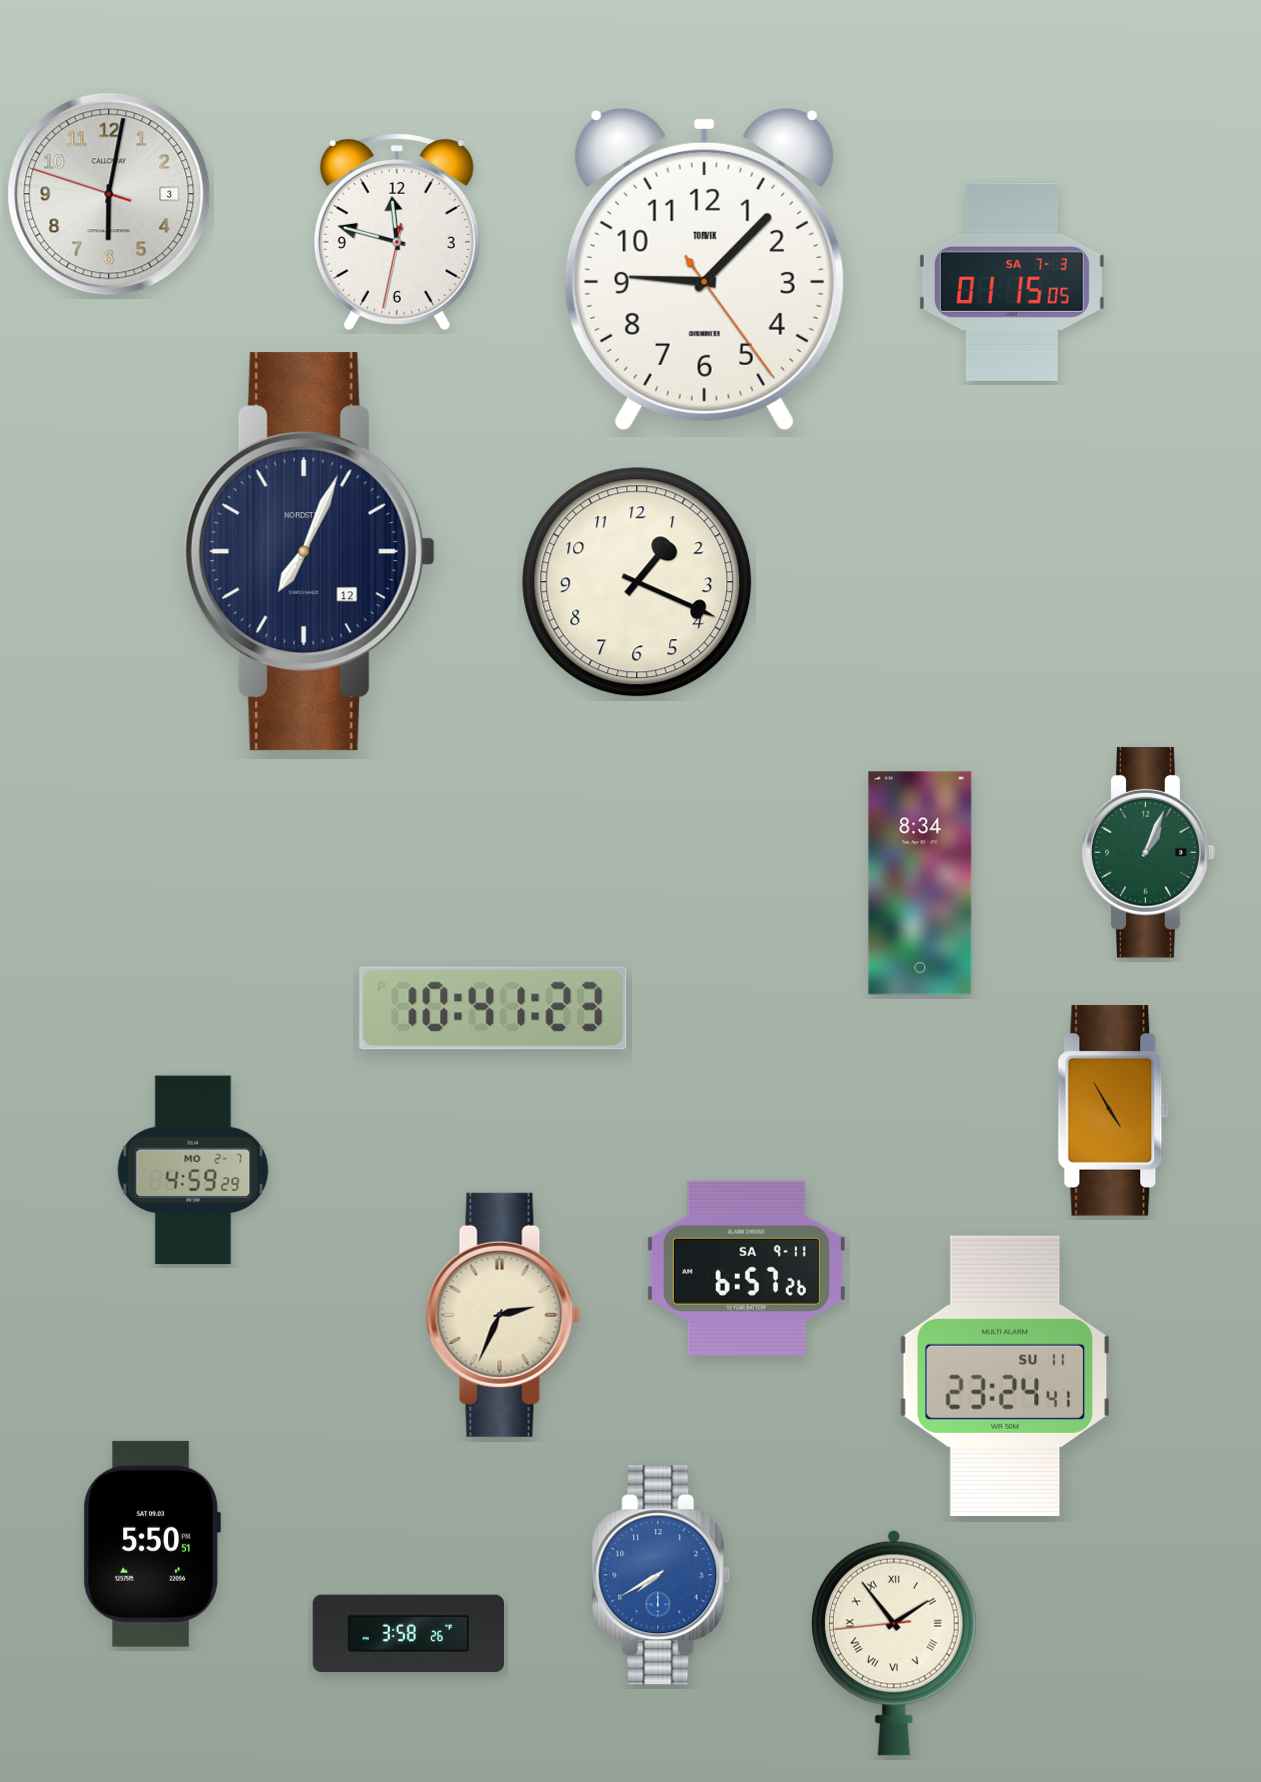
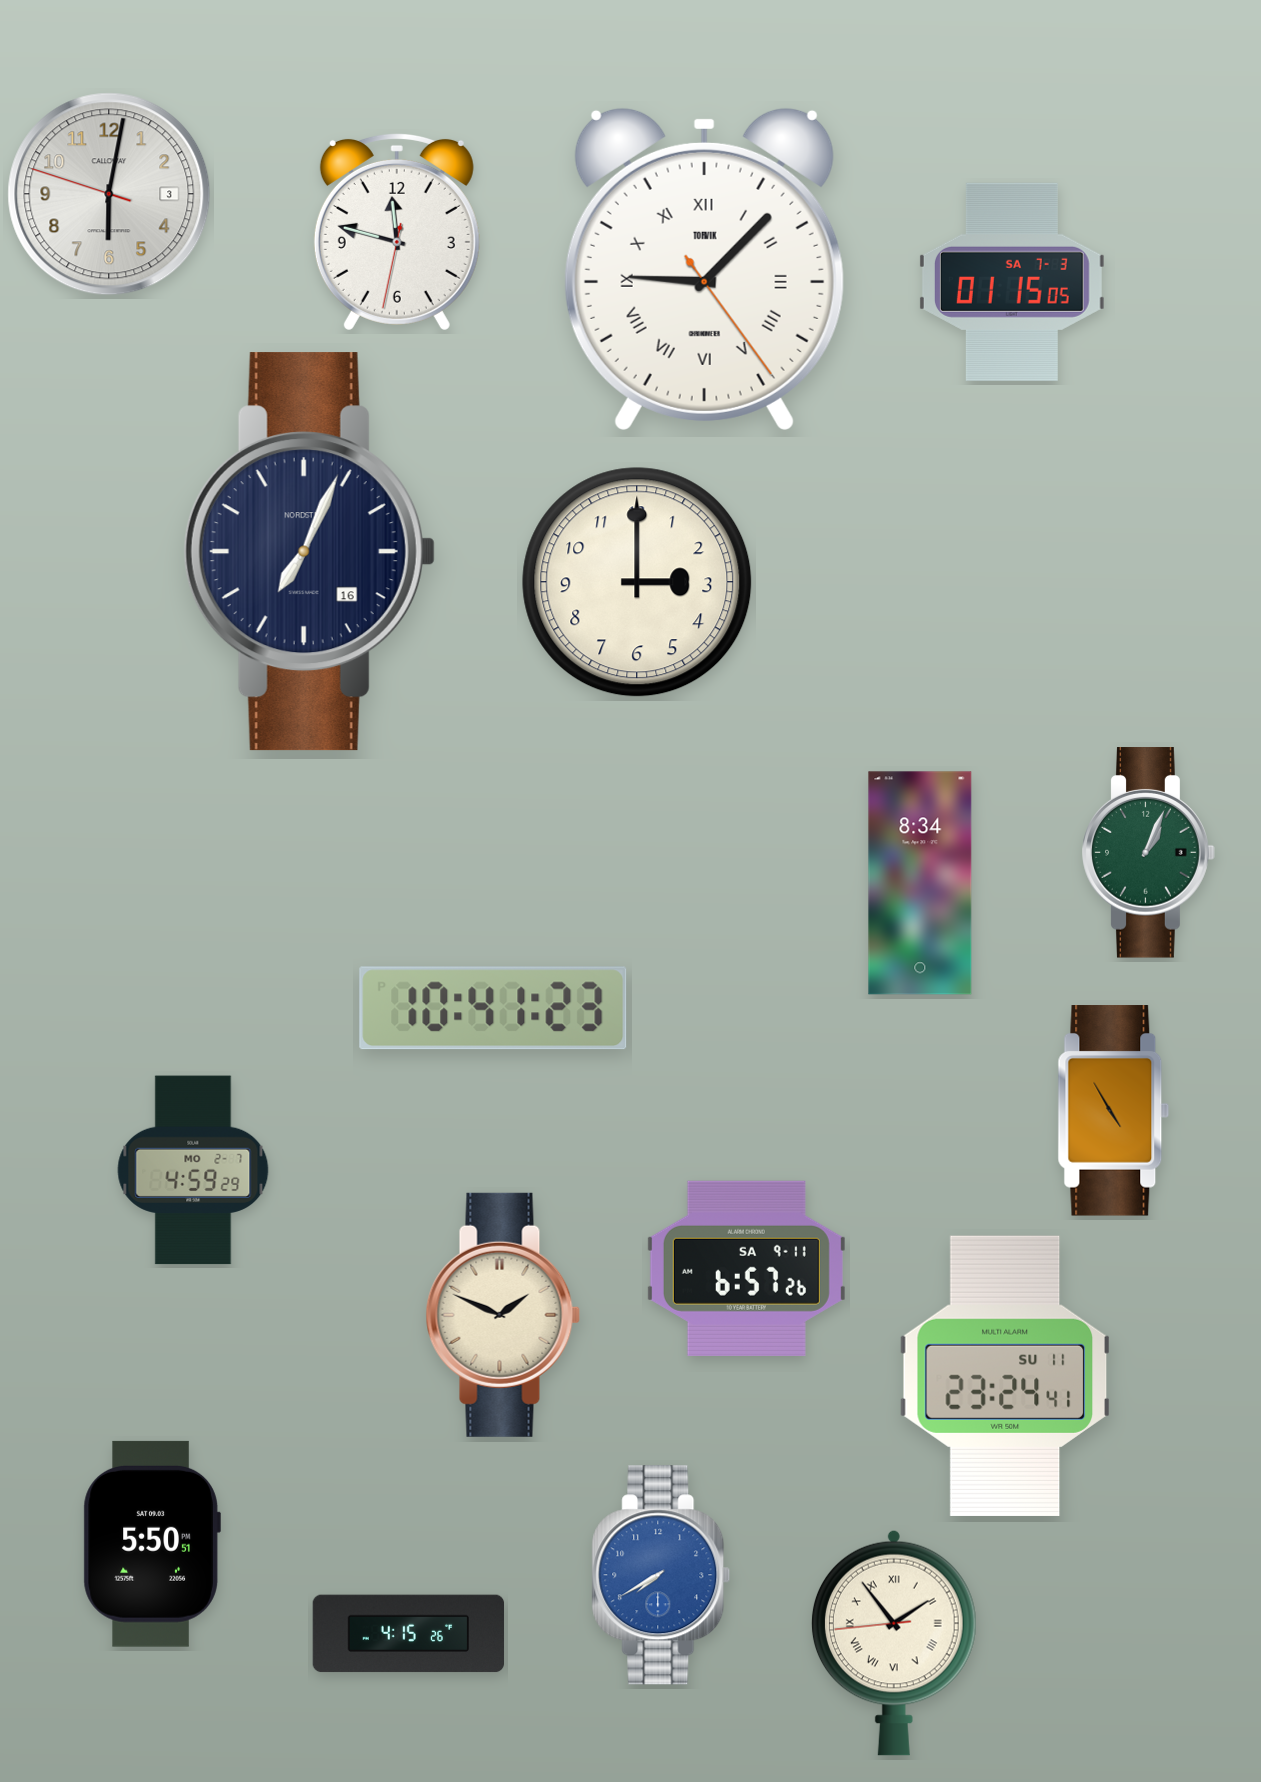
clock at (704, 269) numerals: Arabic -> Roman
clock at (309, 552) date: 12 -> 16
clock at (637, 582): 1:19 -> 3:00
clock at (503, 1315): 2:34 -> 1:49
clock at (409, 1634): 3:58 -> 4:15
